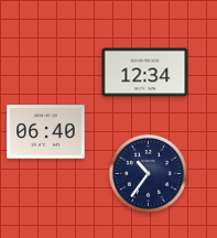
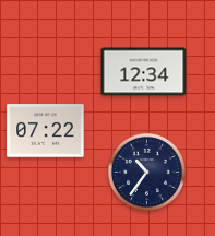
clock at (46, 132): 06:40 -> 07:22
